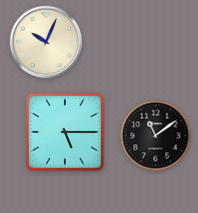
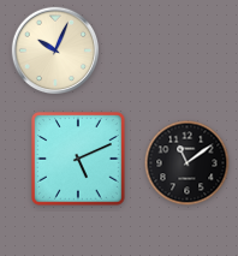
clock at (65, 132): 5:15 -> 5:11
